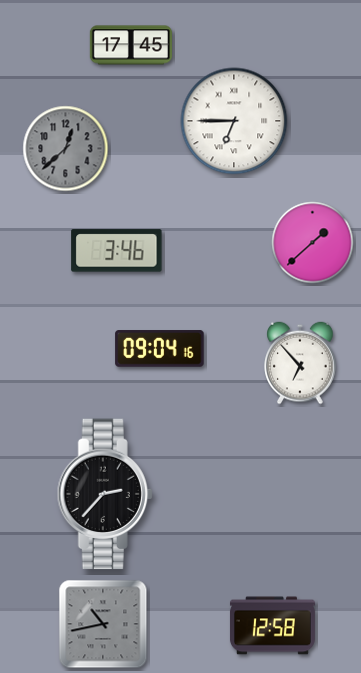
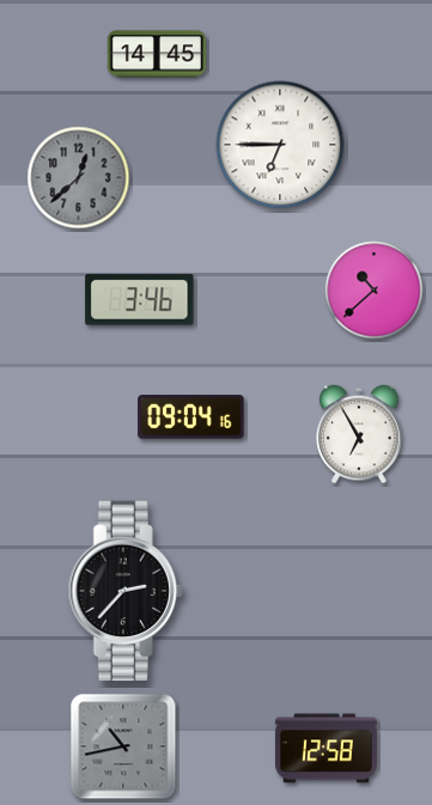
clock at (131, 45): 17:45 -> 14:45
clock at (313, 243): 1:38 -> 10:38
clock at (300, 363): 6:53 -> 6:55
